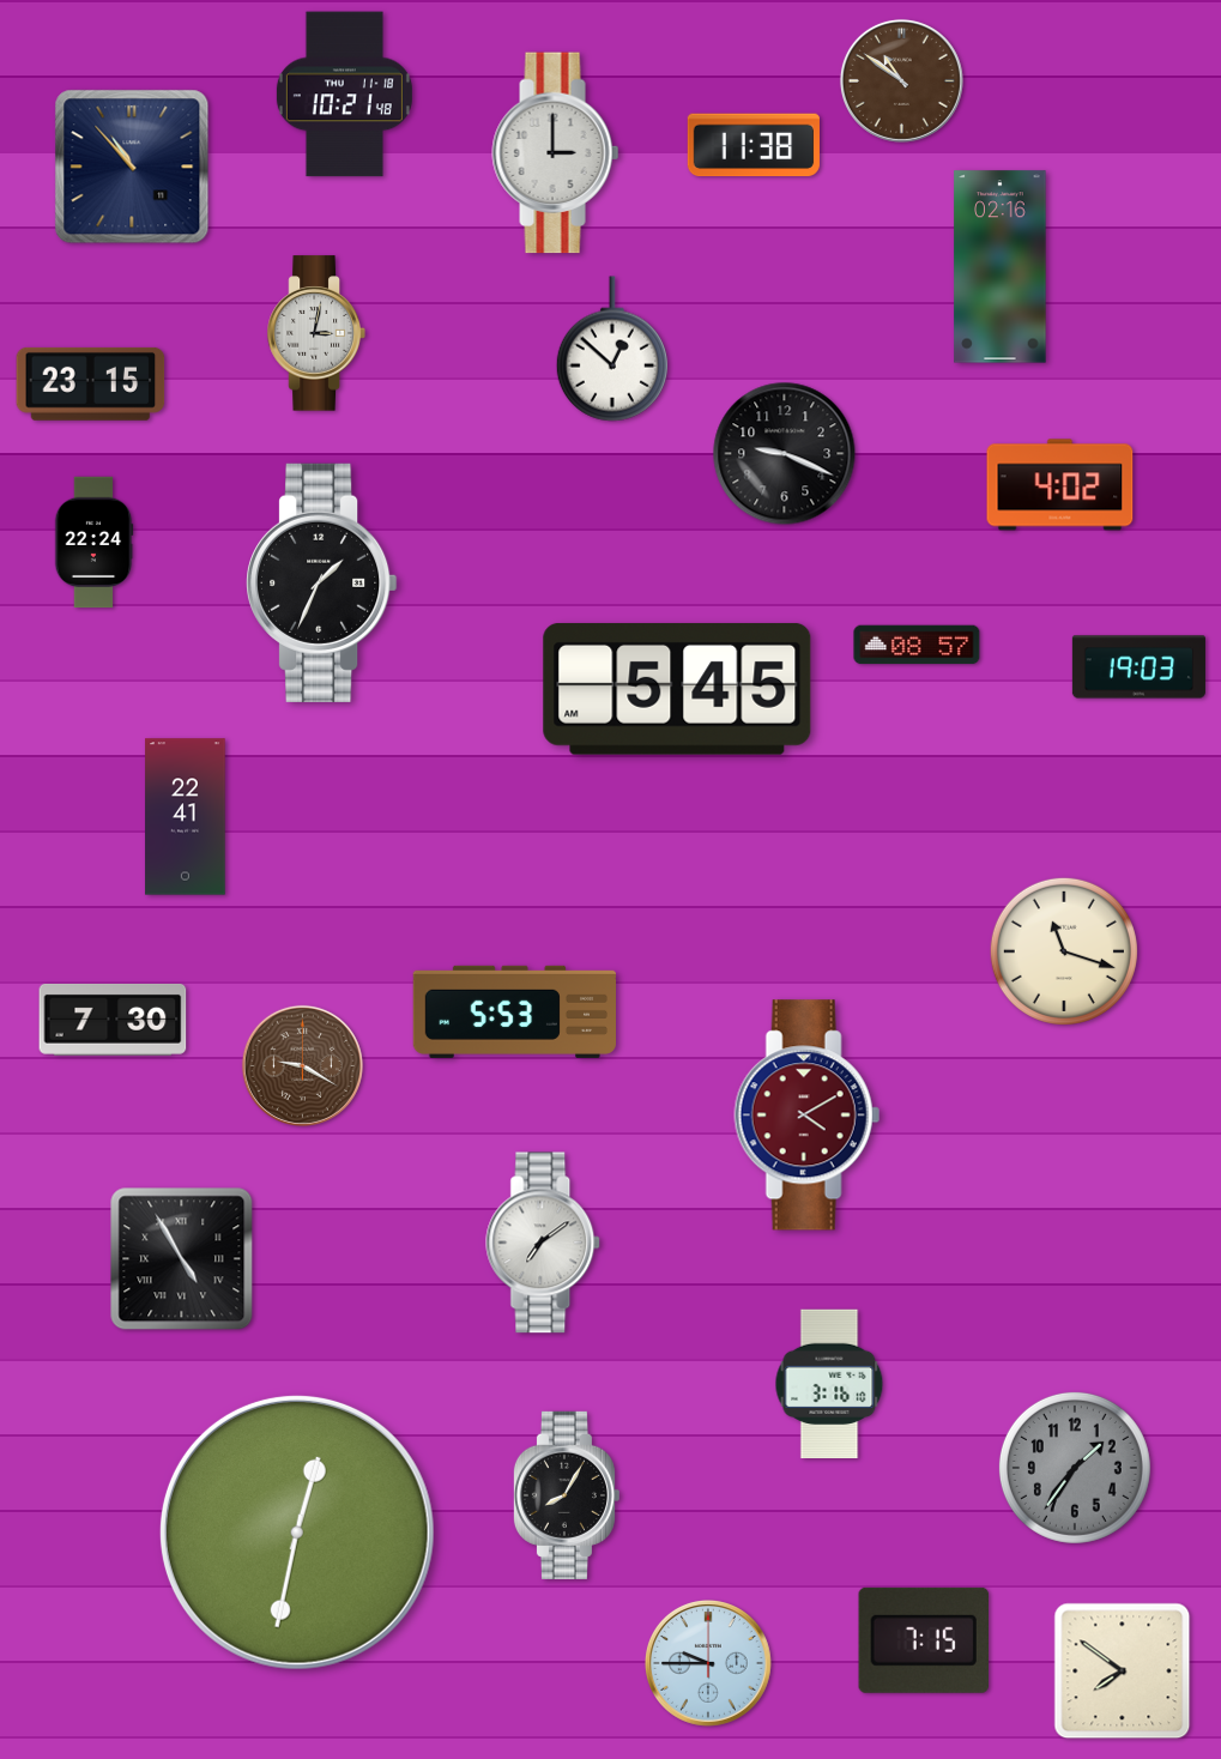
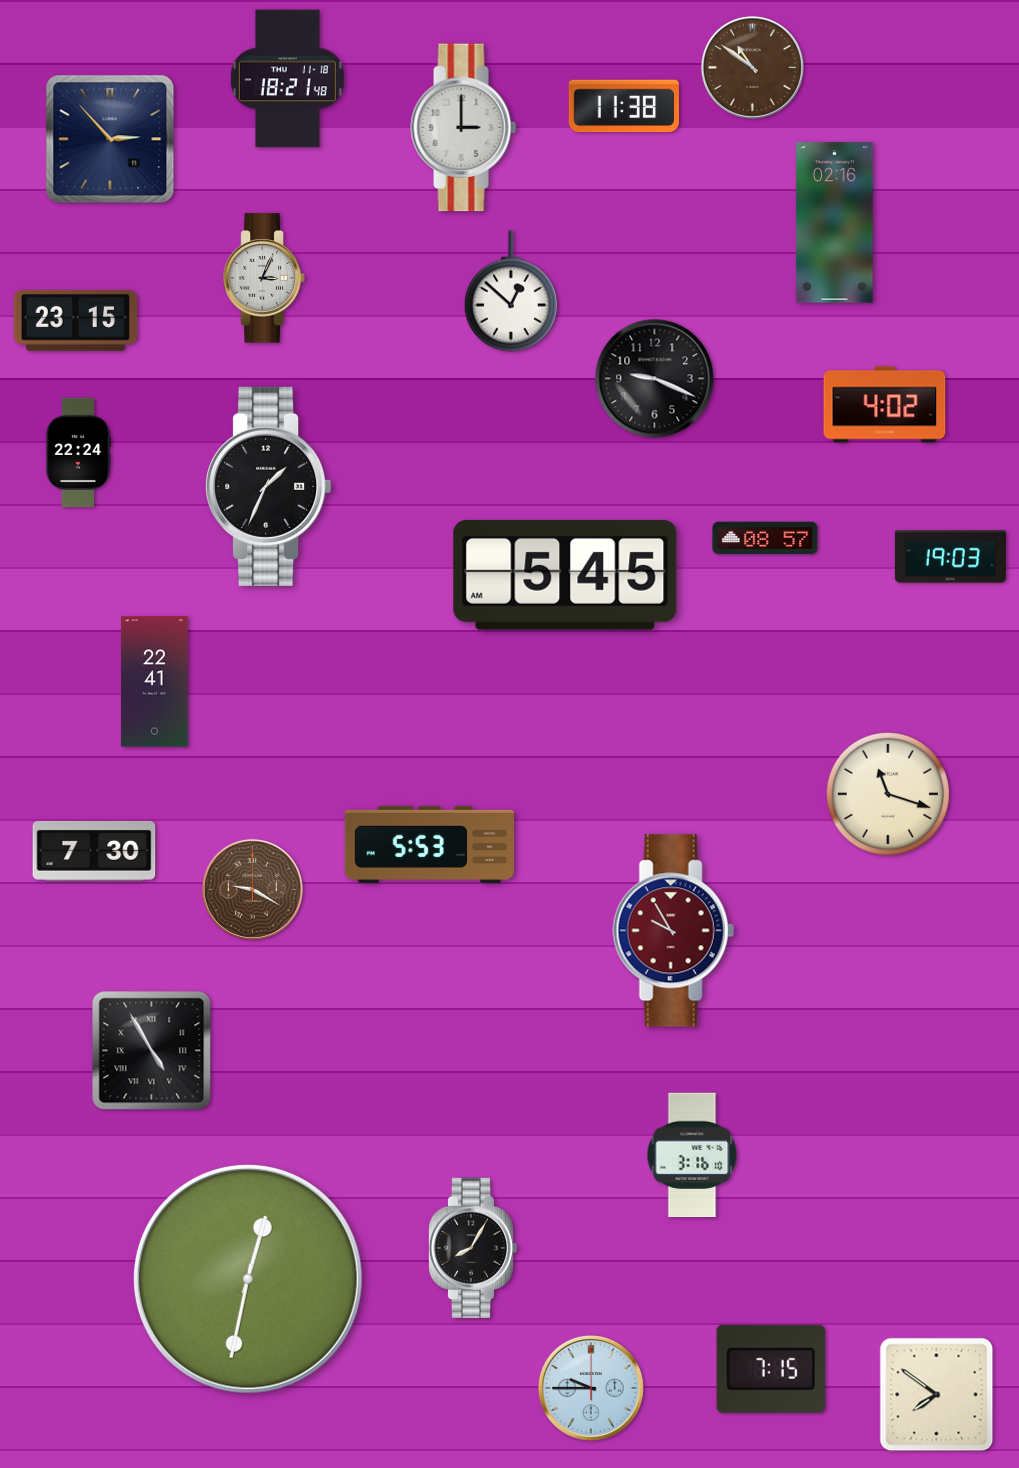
clock at (344, 95): 10:21 -> 18:21
clock at (754, 145) position: (754, 145) -> (624, 106)
clock at (132, 167): 10:53 -> 2:53
clock at (316, 333): 3:02 -> 3:04
clock at (806, 1116): 4:10 -> 9:55
clock at (544, 1243): 7:09 -> none
clock at (1075, 1468): 1:36 -> none
